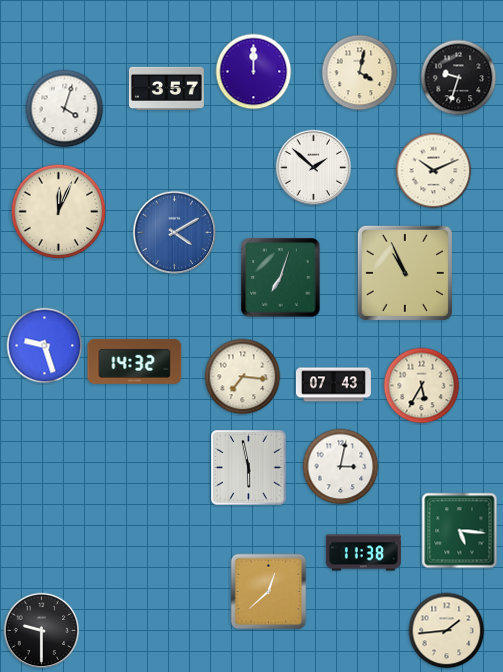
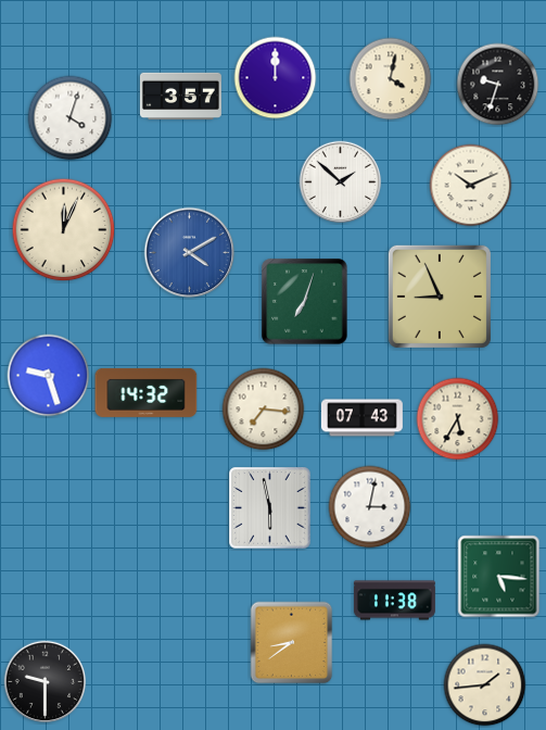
clock at (405, 273): 10:56 -> 8:56
clock at (269, 592): 12:38 -> 8:39
clock at (42, 631) position: (42, 631) -> (46, 682)
